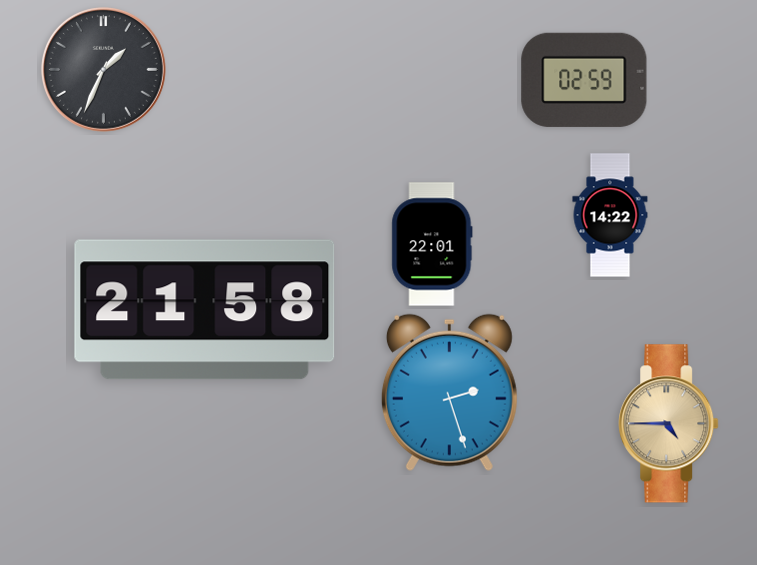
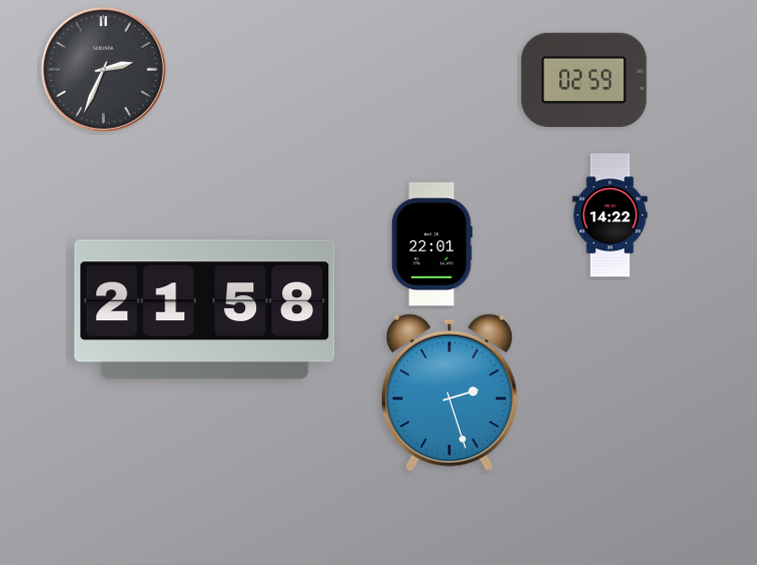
clock at (103, 69): 1:34 -> 2:34
clock at (669, 424): 4:45 -> none
